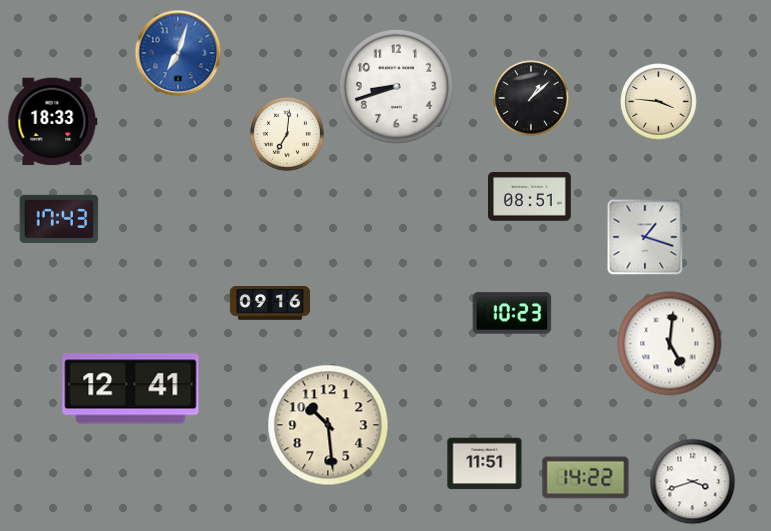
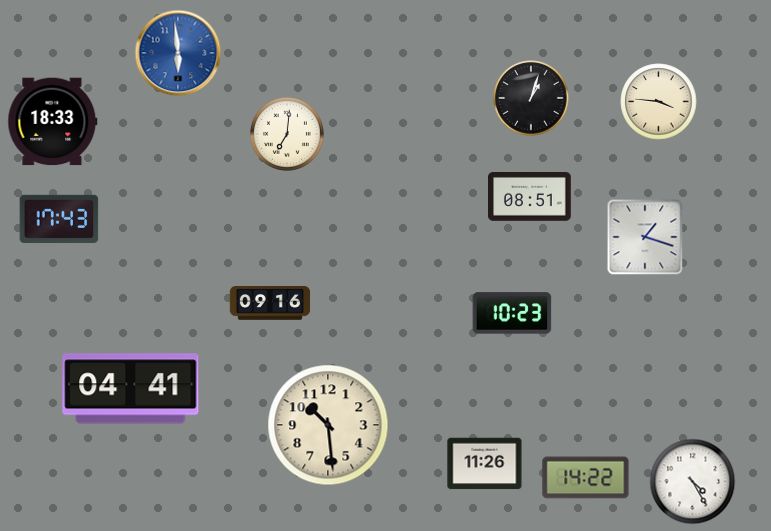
clock at (178, 53): 7:03 -> 5:59
clock at (396, 86): 8:42 -> none
clock at (531, 98): 1:08 -> 1:03
clock at (670, 344): 5:01 -> none
clock at (131, 389): 12:41 -> 04:41
clock at (485, 464): 11:51 -> 11:26
clock at (693, 482): 3:42 -> 4:25
